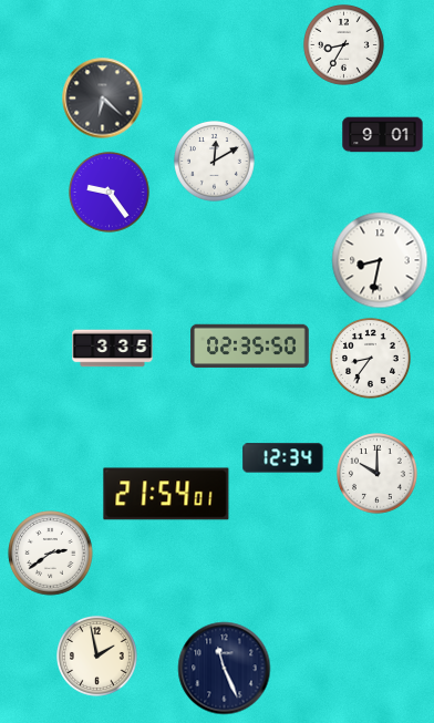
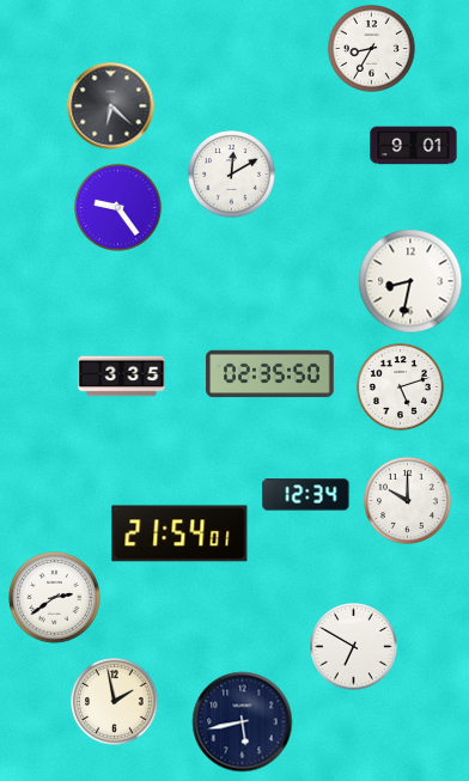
clock at (371, 359): 8:36 -> 5:12
clock at (378, 474) position: (378, 474) -> (408, 501)
clock at (354, 647): none -> 6:50
clock at (97, 657) position: (97, 657) -> (115, 702)
clock at (225, 669): 11:26 -> 5:43
